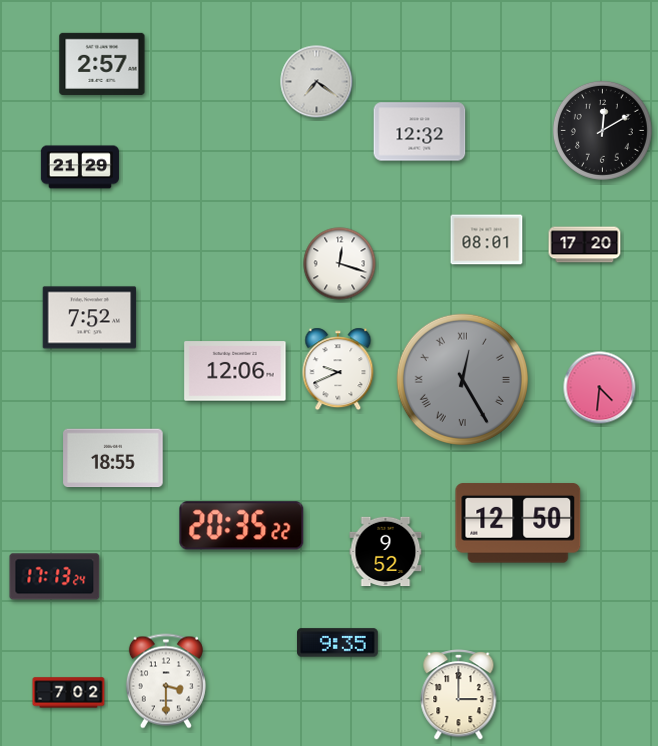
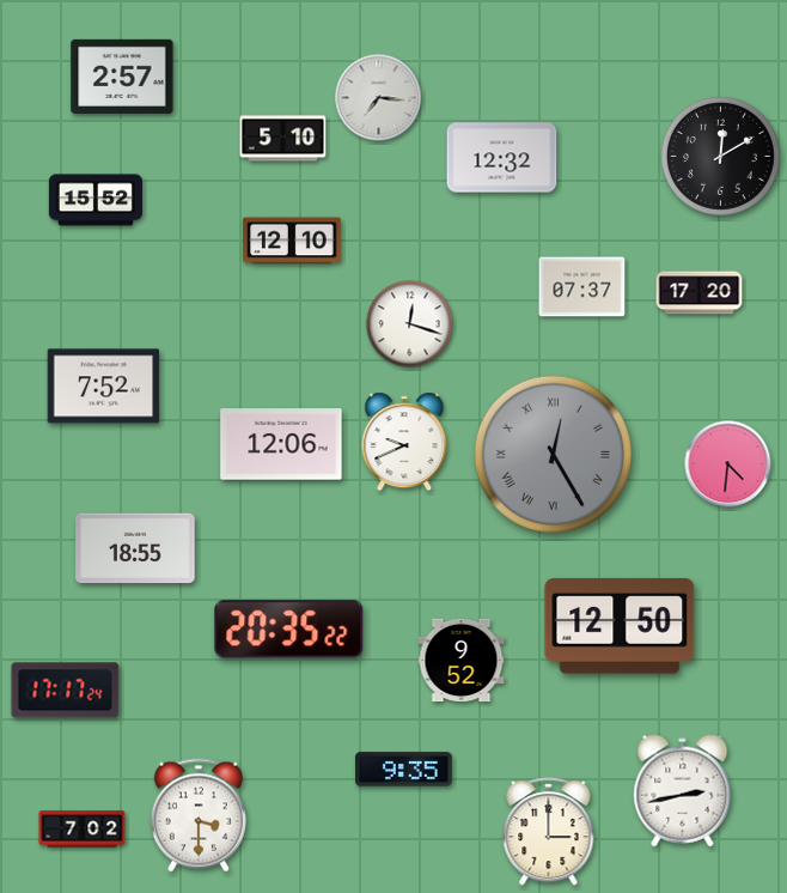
clock at (317, 82): 7:21 -> 7:16
clock at (283, 139): none -> 5:10
clock at (80, 167): 21:29 -> 15:52
clock at (292, 241): none -> 12:10
clock at (487, 240): 08:01 -> 07:37
clock at (340, 264) position: (340, 264) -> (410, 324)
clock at (90, 318) position: (90, 318) -> (104, 387)
clock at (600, 388) position: (600, 388) -> (728, 464)
clock at (55, 577): 17:13 -> 17:17
clock at (683, 791): none -> 2:43
